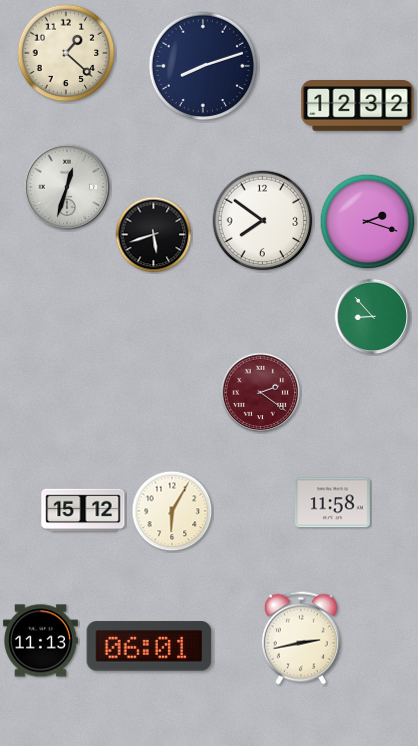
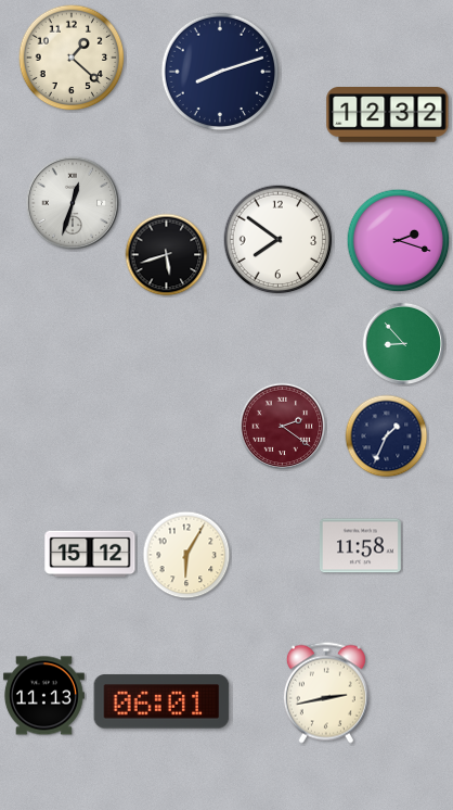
clock at (263, 221) position: (263, 221) -> (279, 240)
clock at (387, 436): none -> 1:34
